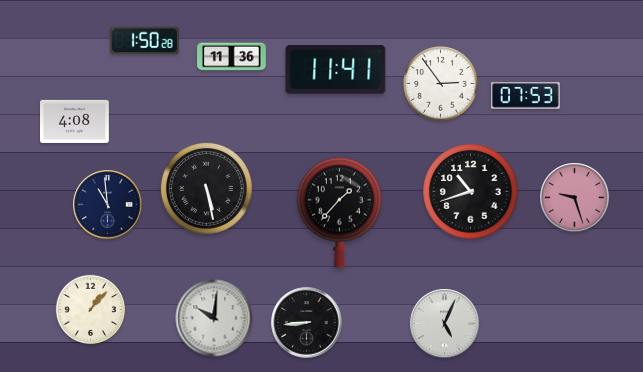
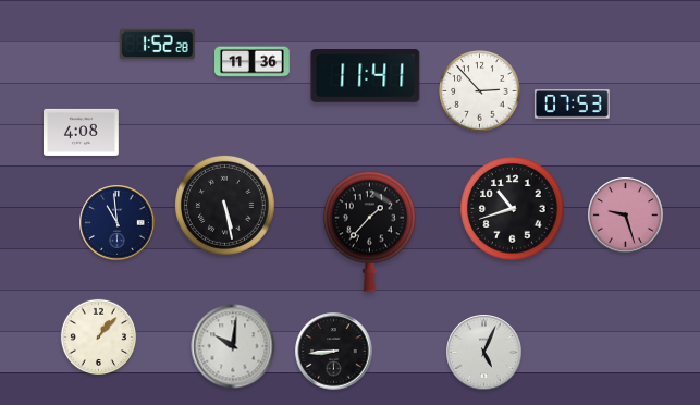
clock at (144, 41): 1:50 -> 1:52
clock at (441, 84): 2:54 -> 2:53
